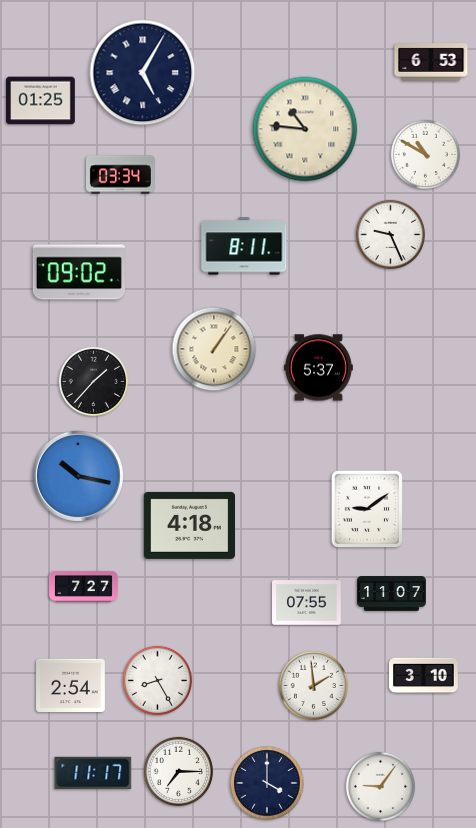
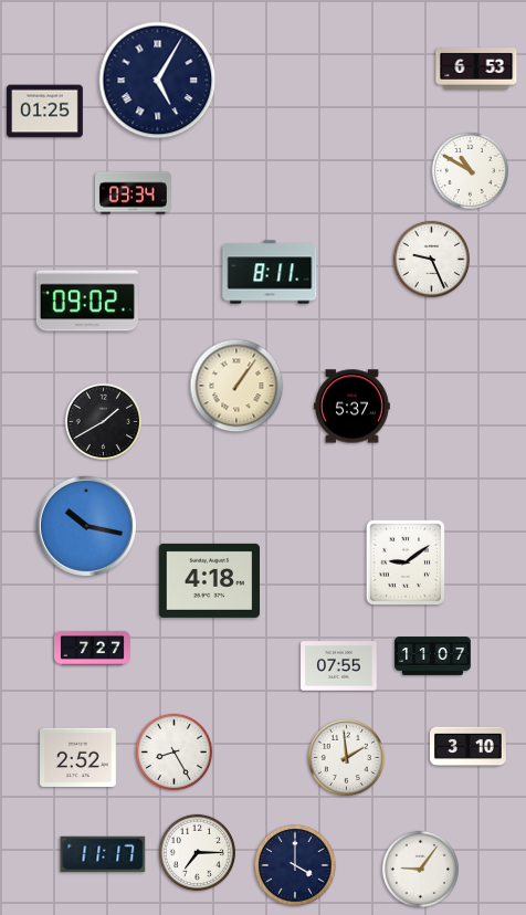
clock at (305, 129): 10:46 -> none
clock at (93, 381): 1:37 -> 1:40
clock at (71, 686): 2:54 -> 2:52
